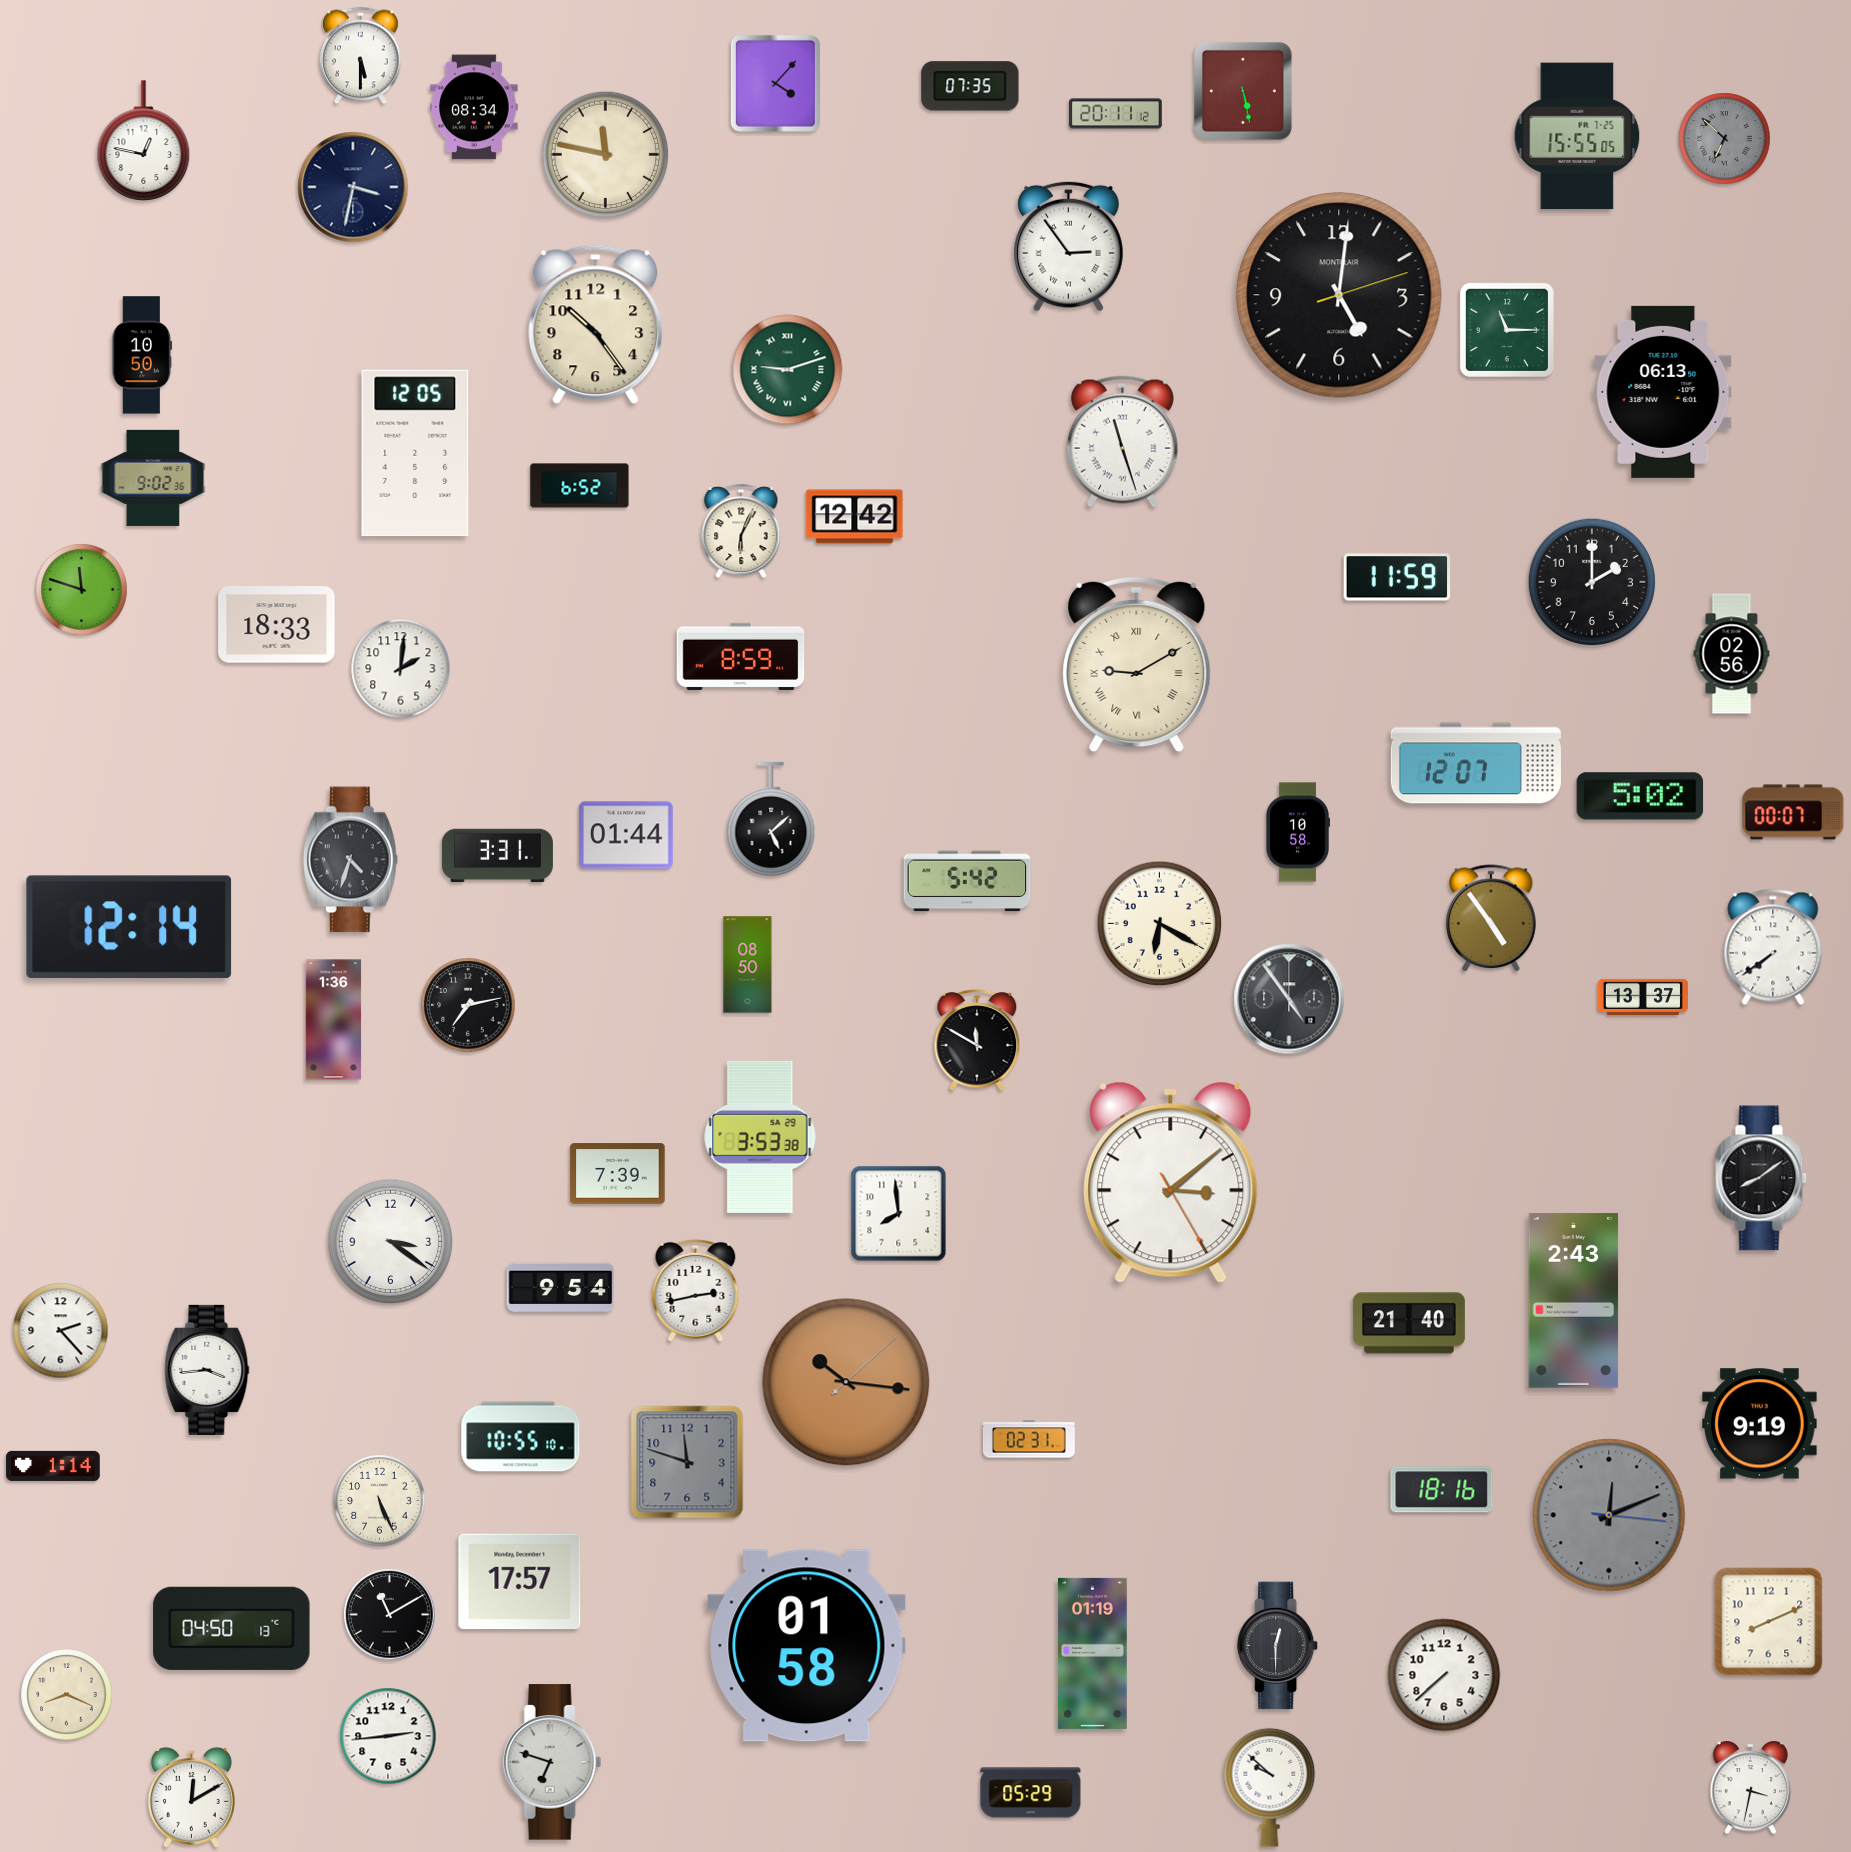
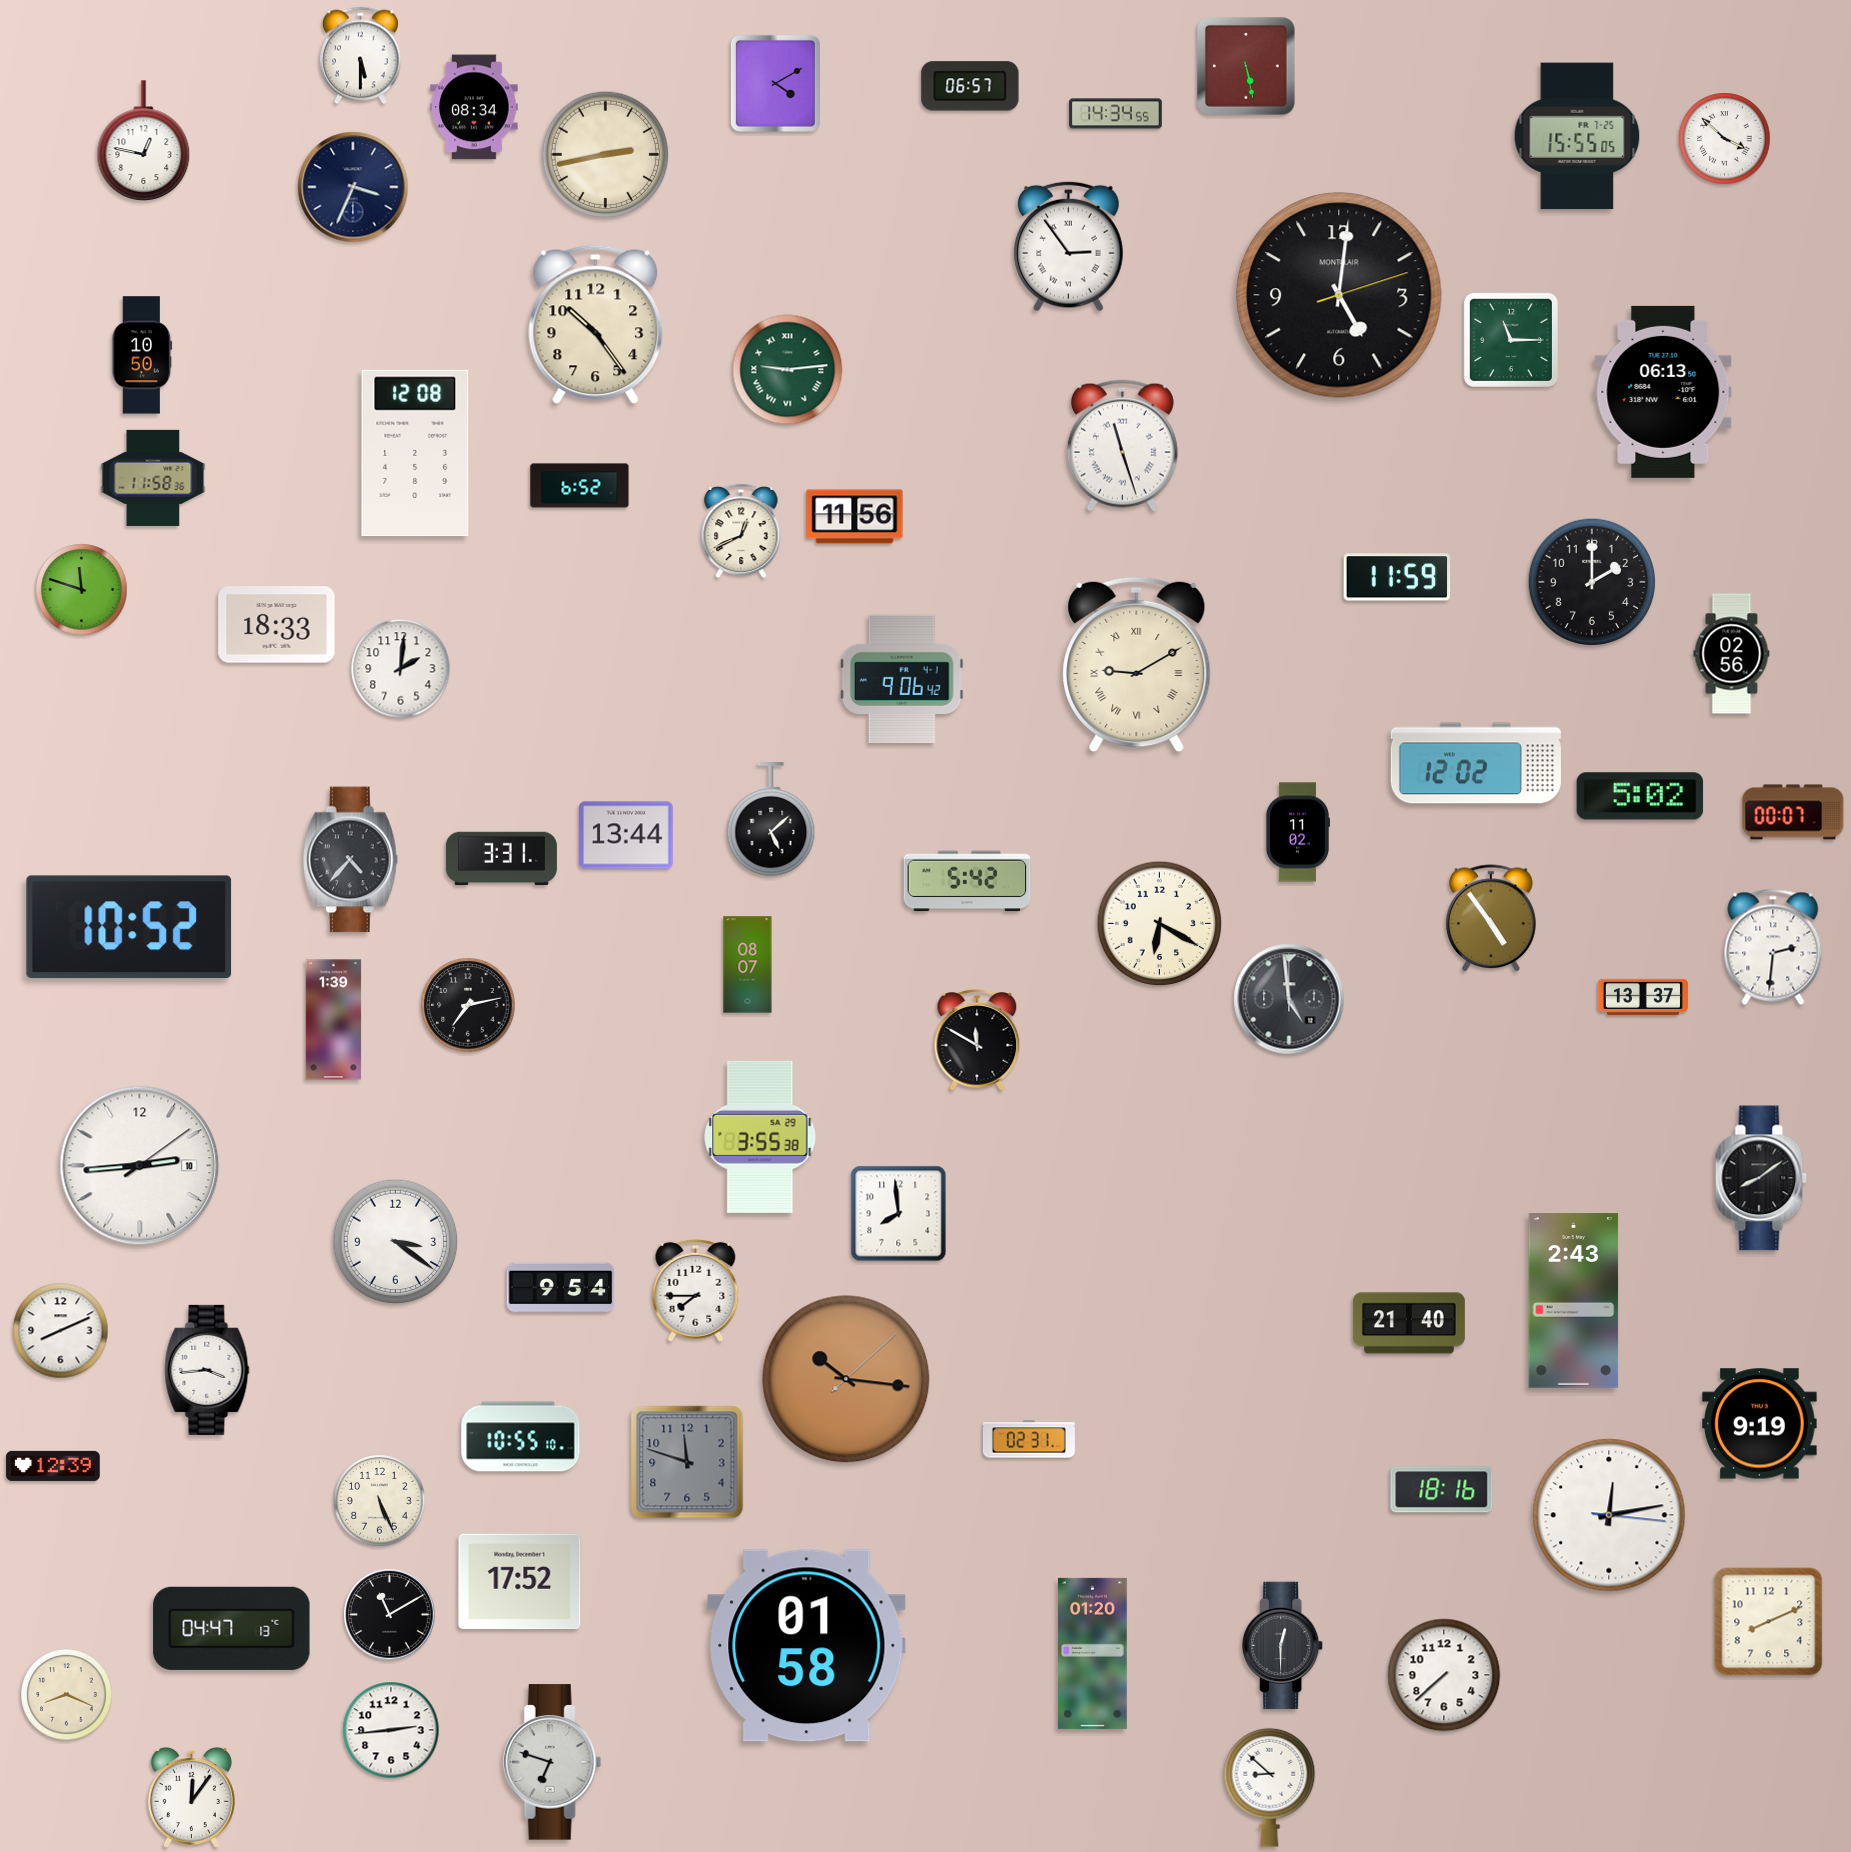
clock at (775, 83): 4:07 -> 4:10
clock at (970, 86): 07:35 -> 06:57
clock at (1243, 91) position: (1243, 91) -> (1246, 66)
clock at (1116, 114): 20:11 -> 14:34
clock at (1725, 139): 6:52 -> 3:52
clock at (1725, 139) dial: grey -> white
clock at (606, 155): 11:47 -> 2:43
clock at (353, 187): 3:32 -> 3:34
clock at (1507, 329) position: (1507, 329) -> (1511, 339)
clock at (788, 370): 9:12 -> 9:14
clock at (1122, 442) position: (1122, 442) -> (1122, 446)
clock at (415, 453): 12:05 -> 12:08
clock at (153, 478): 9:02 -> 11:58
clock at (855, 517): 12:42 -> 11:56
clock at (741, 531): 6:04 -> 12:41
clock at (741, 656): 8:59 -> none
clock at (902, 678): none -> 9:06
clock at (1476, 763): 12:07 -> 12:02
clock at (1297, 832): 10:58 -> 11:02
clock at (626, 835): 01:44 -> 13:44
clock at (497, 856) position: (497, 856) -> (501, 859)
clock at (350, 860): 4:33 -> 4:37
clock at (129, 927): 12:14 -> 10:52
clock at (1773, 947): 7:39 -> 2:31
clock at (748, 965): 08:50 -> 08:07
clock at (1289, 999): 4:54 -> 4:59
clock at (334, 1020): 1:36 -> 1:39
clock at (760, 1137): 3:53 -> 3:55
clock at (140, 1166): none -> 2:44
clock at (618, 1174): 7:39 -> none
clock at (1171, 1182): 3:08 -> none
clock at (391, 1242) position: (391, 1242) -> (396, 1242)
clock at (696, 1290): 2:43 -> 7:45
clock at (61, 1331): 2:23 -> 8:11
clock at (846, 1382) position: (846, 1382) -> (846, 1379)
clock at (53, 1466): 1:14 -> 12:39
clock at (1609, 1515): 12:11 -> 12:13
clock at (1609, 1515) dial: grey -> white
clock at (520, 1582): 17:57 -> 17:52
clock at (232, 1628): 04:50 -> 04:47
clock at (1278, 1646) position: (1278, 1646) -> (1283, 1646)
clock at (1093, 1653): 01:19 -> 01:20
clock at (388, 1736) position: (388, 1736) -> (391, 1730)
clock at (1270, 1787): 9:52 -> 8:52
clock at (1751, 1788): 3:32 -> none
clock at (1031, 1793): 05:29 -> none
clock at (191, 1797): 12:10 -> 12:06
